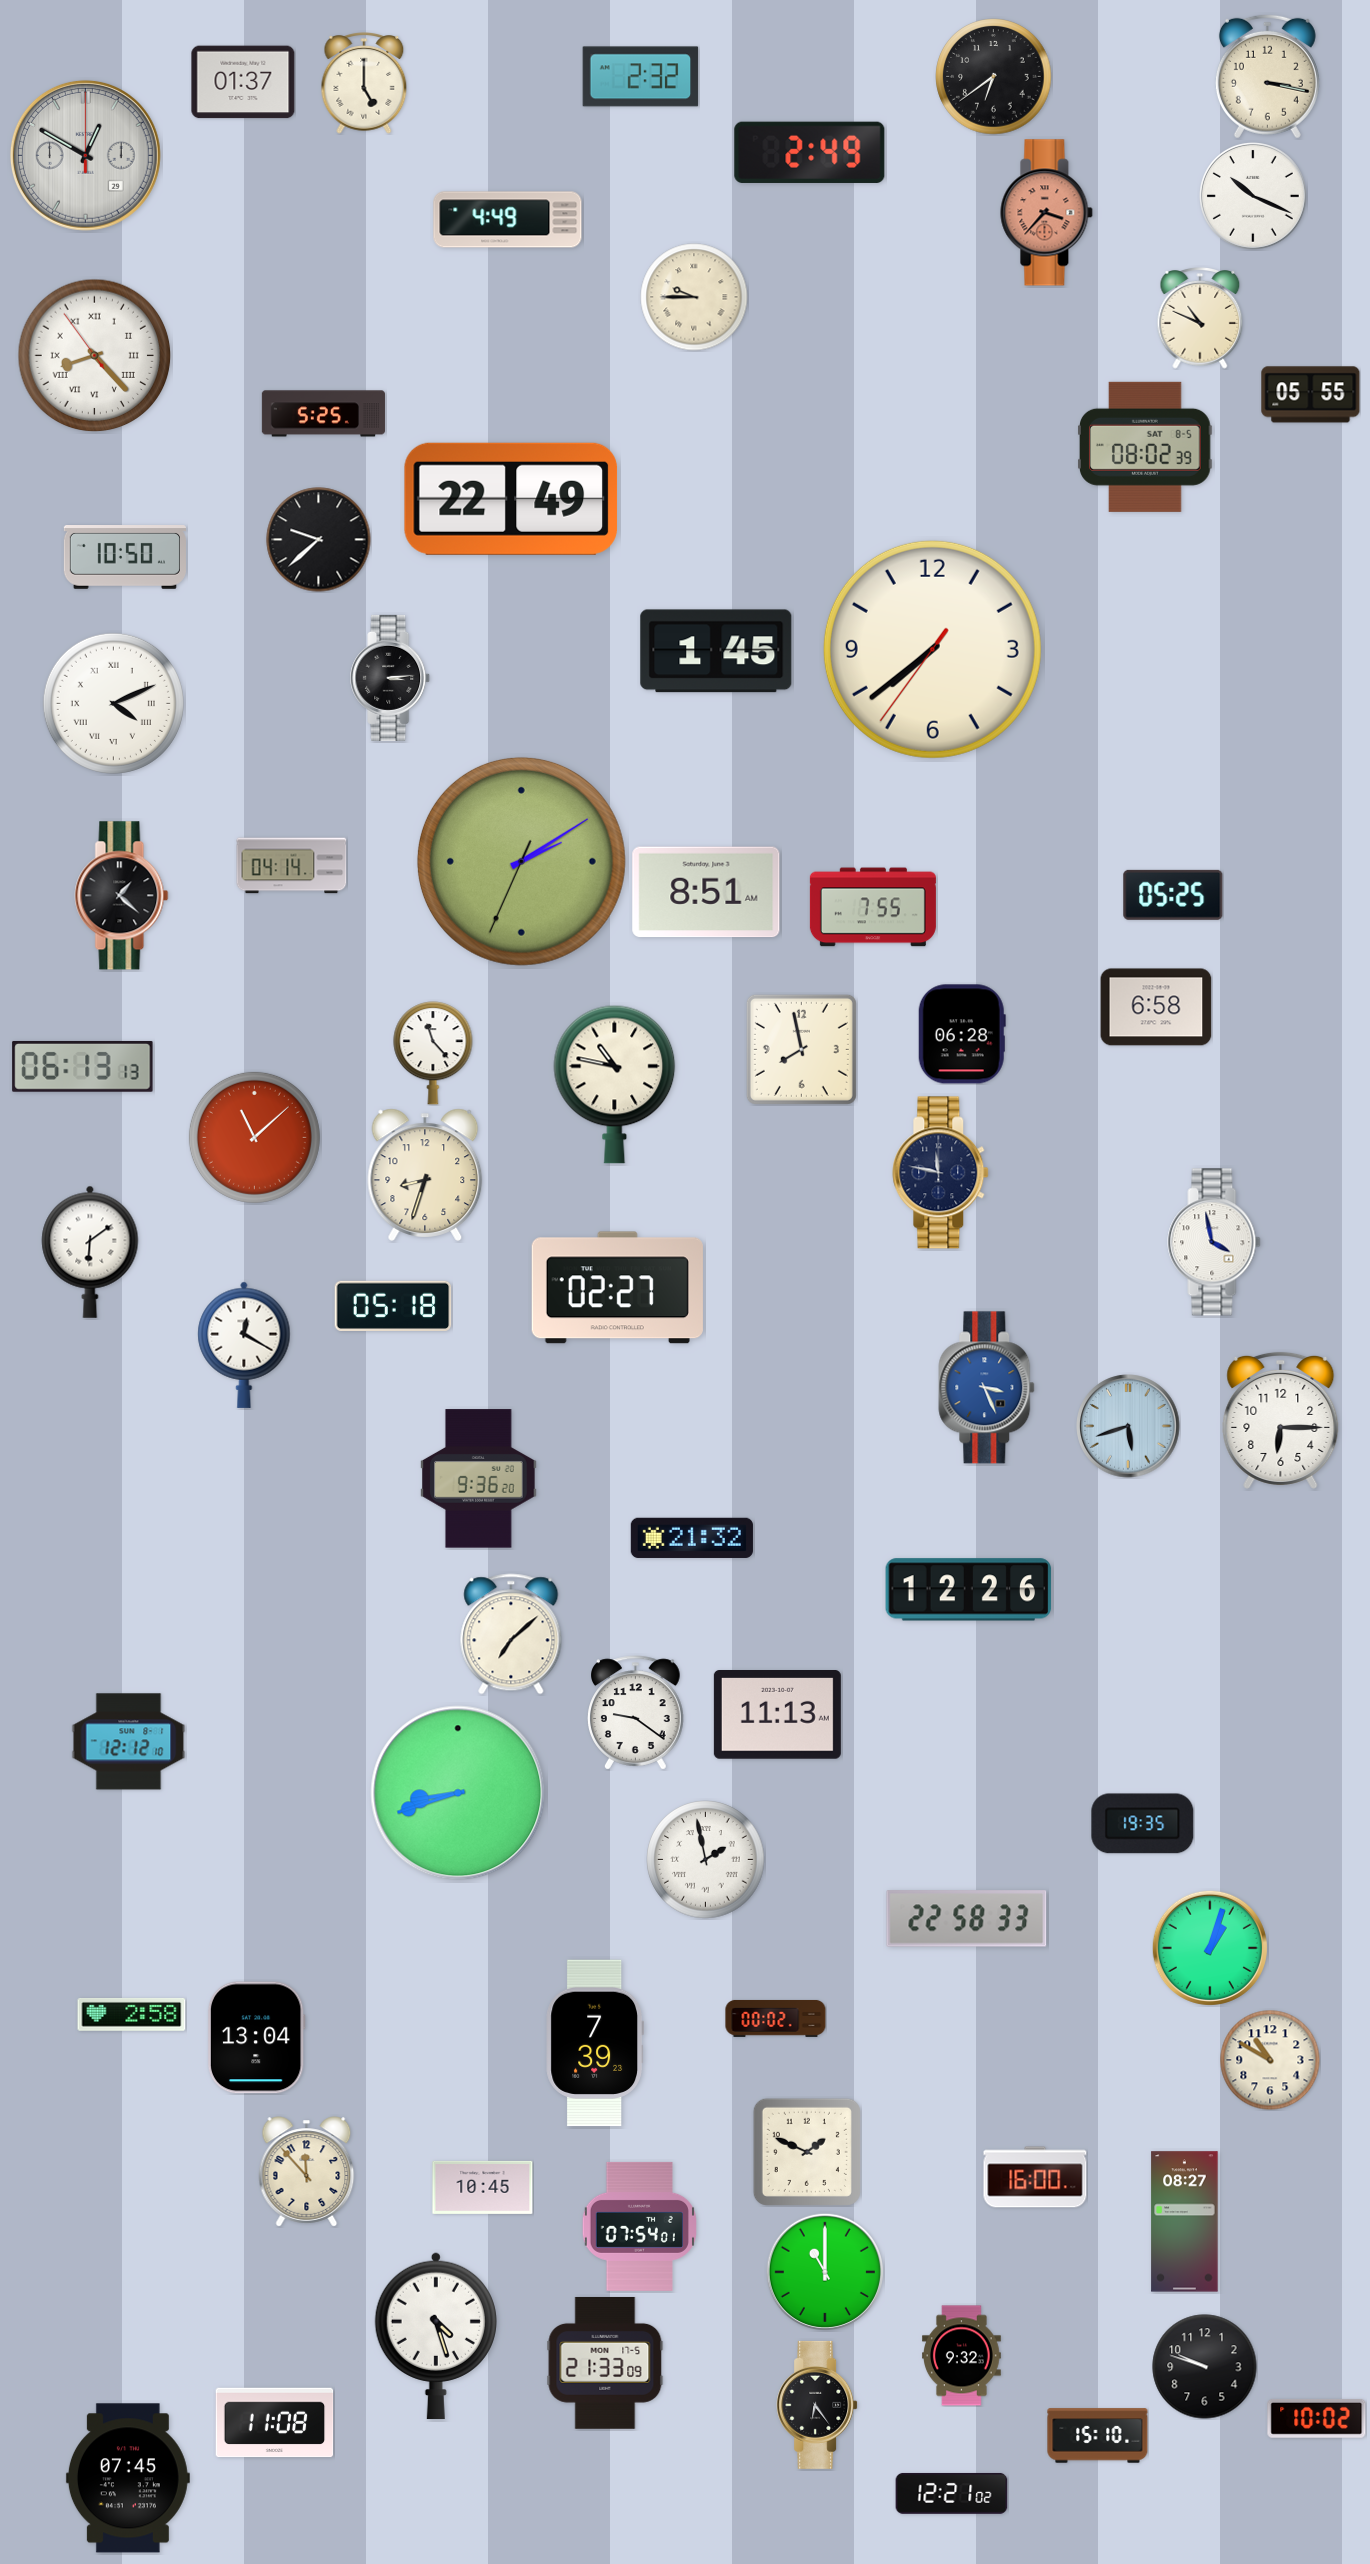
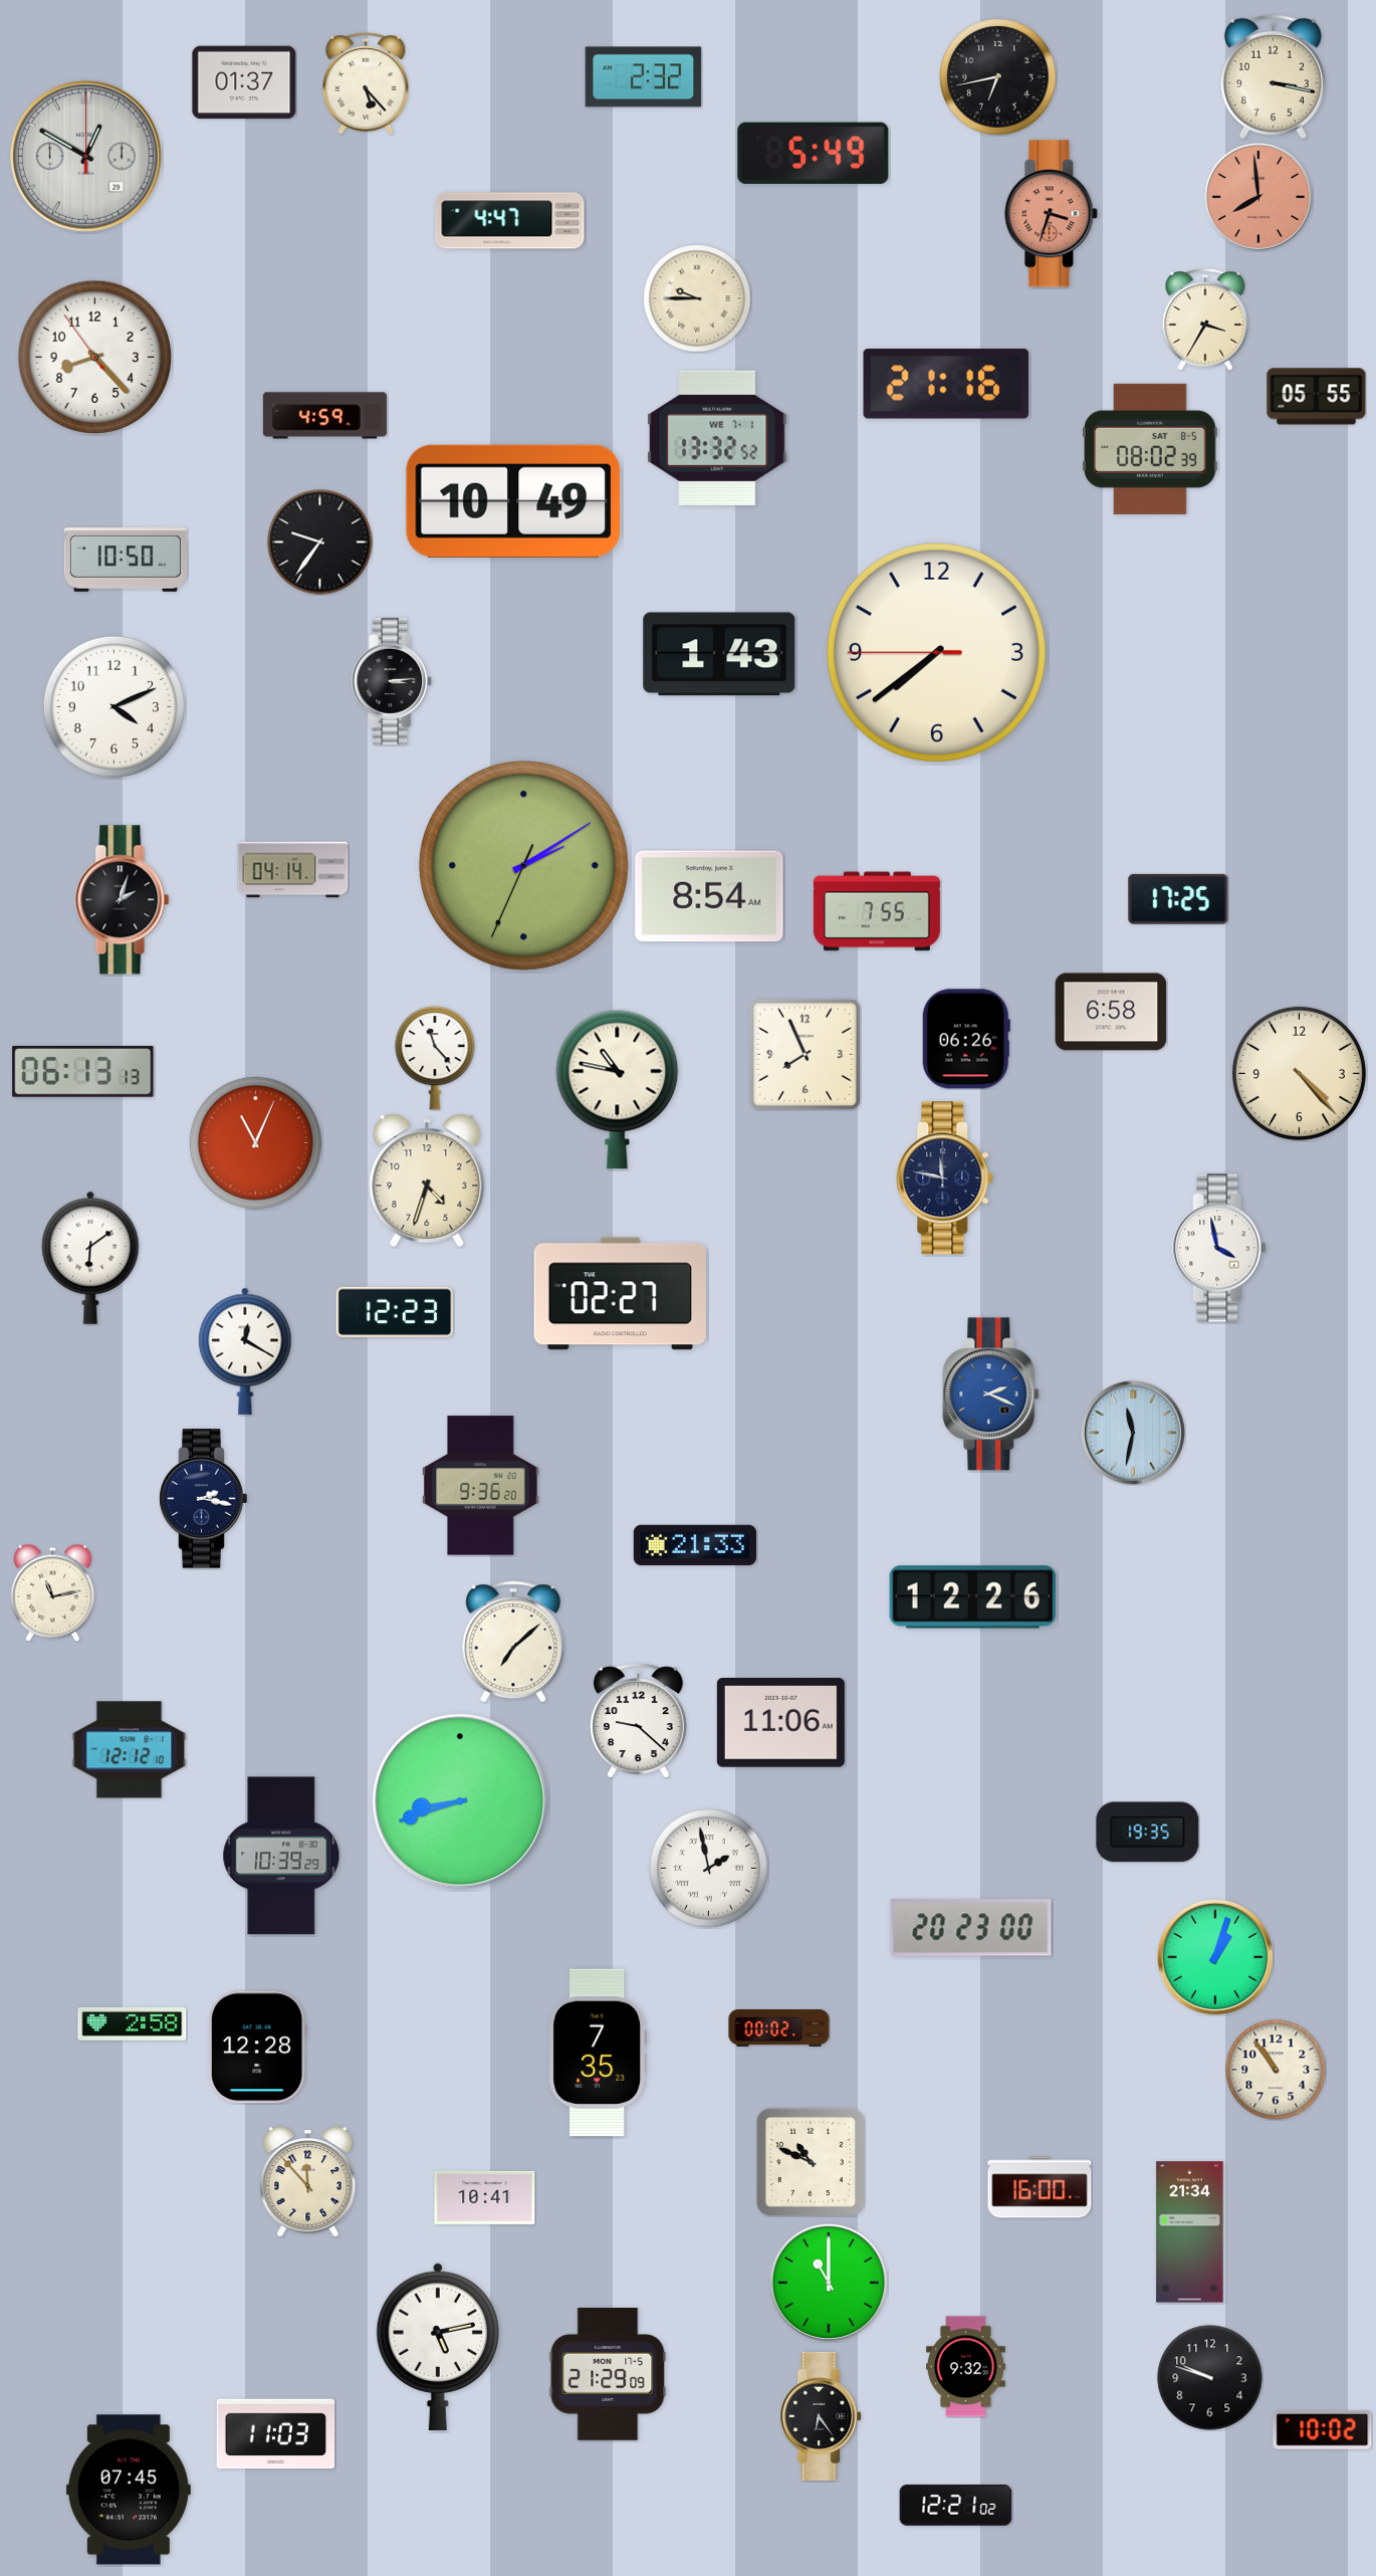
clock at (994, 77): 6:39 -> 6:43
clock at (364, 84): 5:00 -> 5:23
clock at (810, 152): 2:49 -> 5:49
clock at (1253, 196): 10:19 -> 7:59
clock at (1253, 196) dial: white -> salmon
clock at (1047, 213): 3:37 -> 3:33
clock at (508, 220): 4:49 -> 4:47
clock at (1200, 319): 10:49 -> 3:35
clock at (95, 356) numerals: Roman -> Arabic
clock at (945, 384): none -> 21:16
clock at (323, 414): 5:25 -> 4:59
clock at (717, 438): none -> 13:32
clock at (511, 499): 22:49 -> 10:49
clock at (319, 540): 9:38 -> 9:36
clock at (932, 649): 7:38:36 -> 7:38:45
clock at (716, 651): 1:45 -> 1:43
clock at (113, 703) numerals: Roman -> Arabic
clock at (706, 892): 8:51 -> 8:54
clock at (1173, 895): 05:25 -> 17:25
clock at (122, 896): 1:22 -> 2:03
clock at (1156, 1007) position: (1156, 1007) -> (1111, 1012)
clock at (962, 1034): 06:28 -> 06:26
clock at (801, 1049): 7:58 -> 7:56
clock at (1299, 1073): none -> 4:23
clock at (254, 1137): 11:08 -> 11:04
clock at (425, 1175): 8:33 -> 4:33
clock at (393, 1305): 05:18 -> 12:23
clock at (987, 1388): 3:26 -> 2:19
clock at (1281, 1420): 6:15 -> none
clock at (1128, 1426): 5:42 -> 11:32
clock at (204, 1499): none -> 2:17
clock at (692, 1537): 21:32 -> 21:33
clock at (53, 1592): none -> 11:13
clock at (636, 1713): 9:21 -> 9:22
clock at (777, 1715): 11:13 -> 11:06
clock at (281, 1856): none -> 10:39
clock at (967, 1919): 22:58 -> 20:23
clock at (256, 2038): 13:04 -> 12:28
clock at (594, 2043): 7:39 -> 7:35
clock at (1270, 2060): 10:50 -> 10:54
clock at (807, 2152): 1:49 -> 10:49
clock at (483, 2187): 10:45 -> 10:41
clock at (1185, 2222): 08:27 -> 21:34
clock at (639, 2226): 07:54 -> none
clock at (436, 2336): 4:27 -> 5:13
clock at (605, 2363): 21:33 -> 21:29
clock at (275, 2423): 11:08 -> 11:03
clock at (1098, 2436): 15:10 -> none
